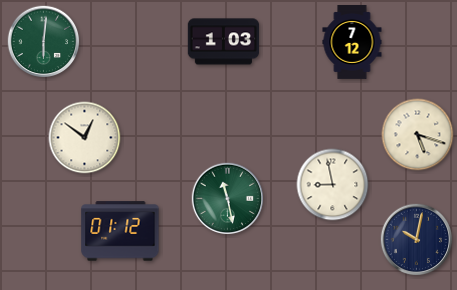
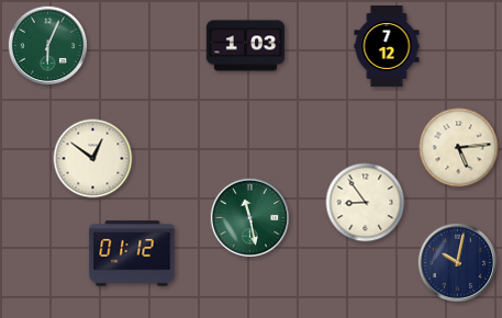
clock at (44, 42): 6:01 -> 6:04
clock at (418, 135): 5:18 -> 5:14
clock at (85, 138) position: (85, 138) -> (93, 159)
clock at (333, 185): 8:58 -> 8:54
